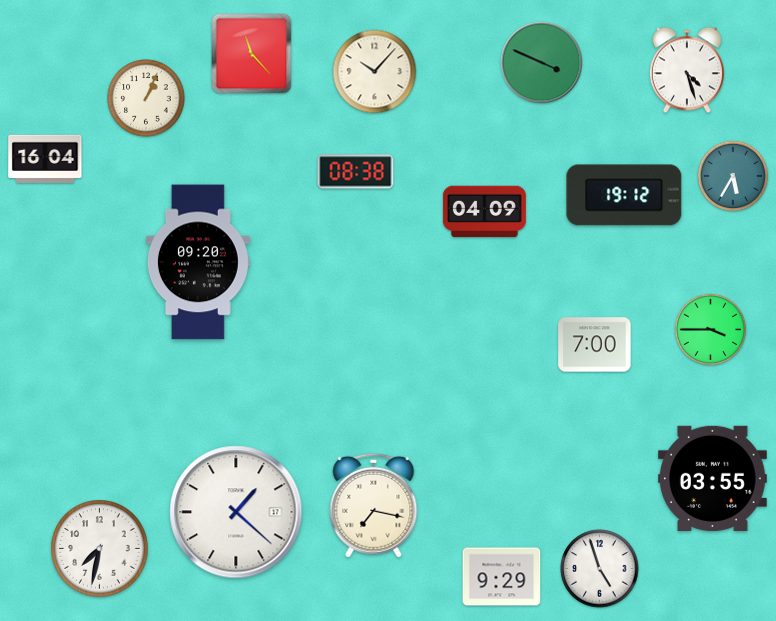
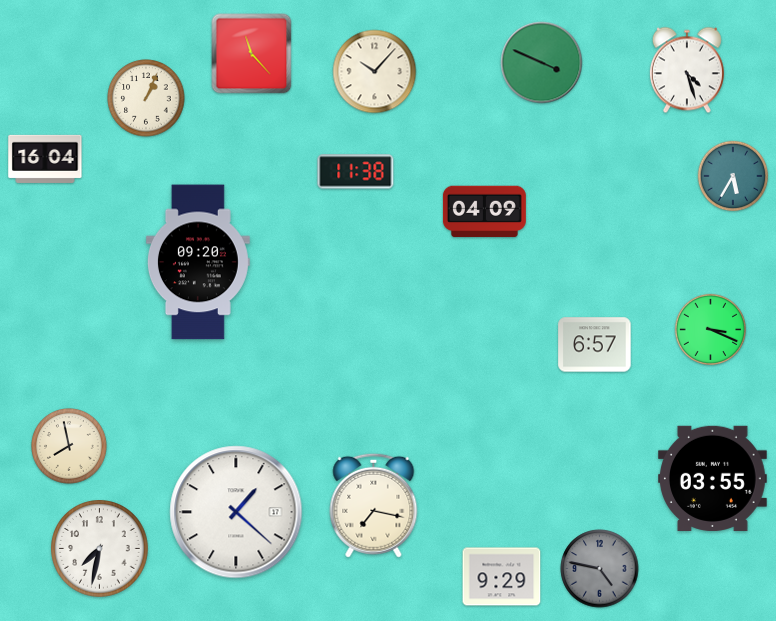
clock at (356, 172): 08:38 -> 11:38
clock at (624, 195): 19:12 -> none
clock at (711, 330): 3:45 -> 3:19
clock at (595, 345): 7:00 -> 6:57
clock at (69, 446): none -> 7:58
clock at (600, 569): 4:57 -> 4:47
clock at (600, 569) dial: white -> grey
